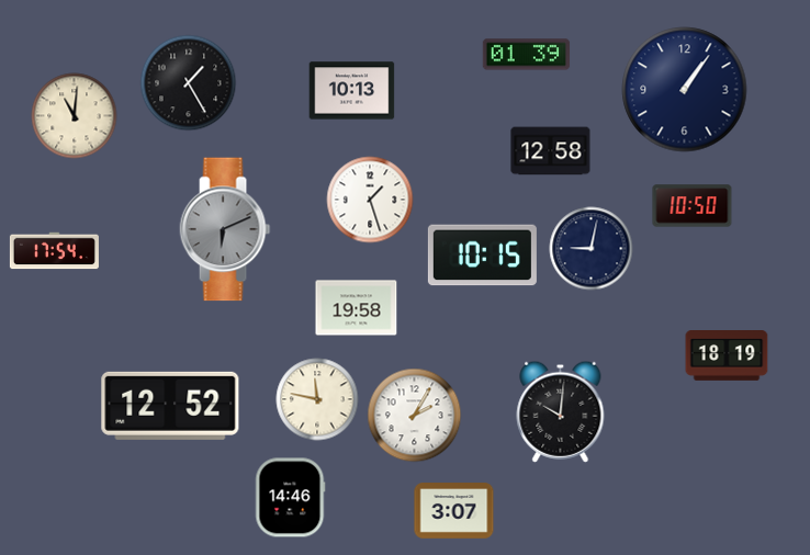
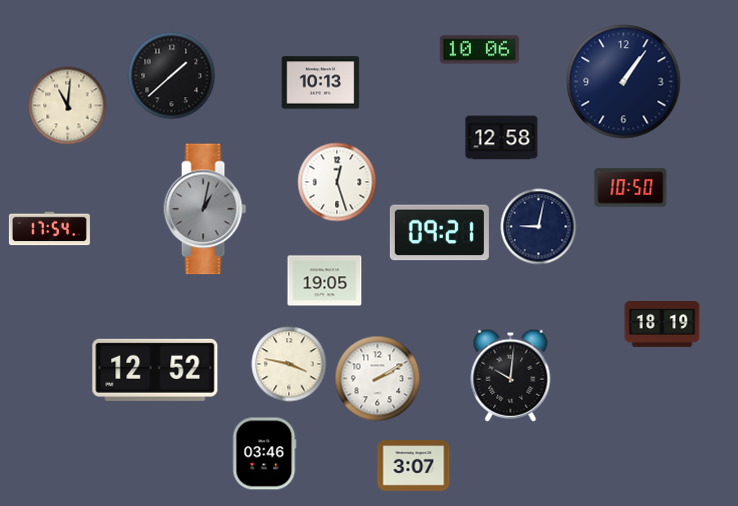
clock at (527, 55): 01:39 -> 10:06
clock at (189, 83): 1:25 -> 1:38
clock at (370, 200): 1:27 -> 12:27
clock at (225, 229): 6:11 -> 1:02
clock at (482, 256): 10:15 -> 09:21
clock at (357, 308): 19:58 -> 19:05
clock at (317, 399): 11:47 -> 3:47
clock at (415, 416): 2:05 -> 2:10
clock at (290, 498): 14:46 -> 03:46
